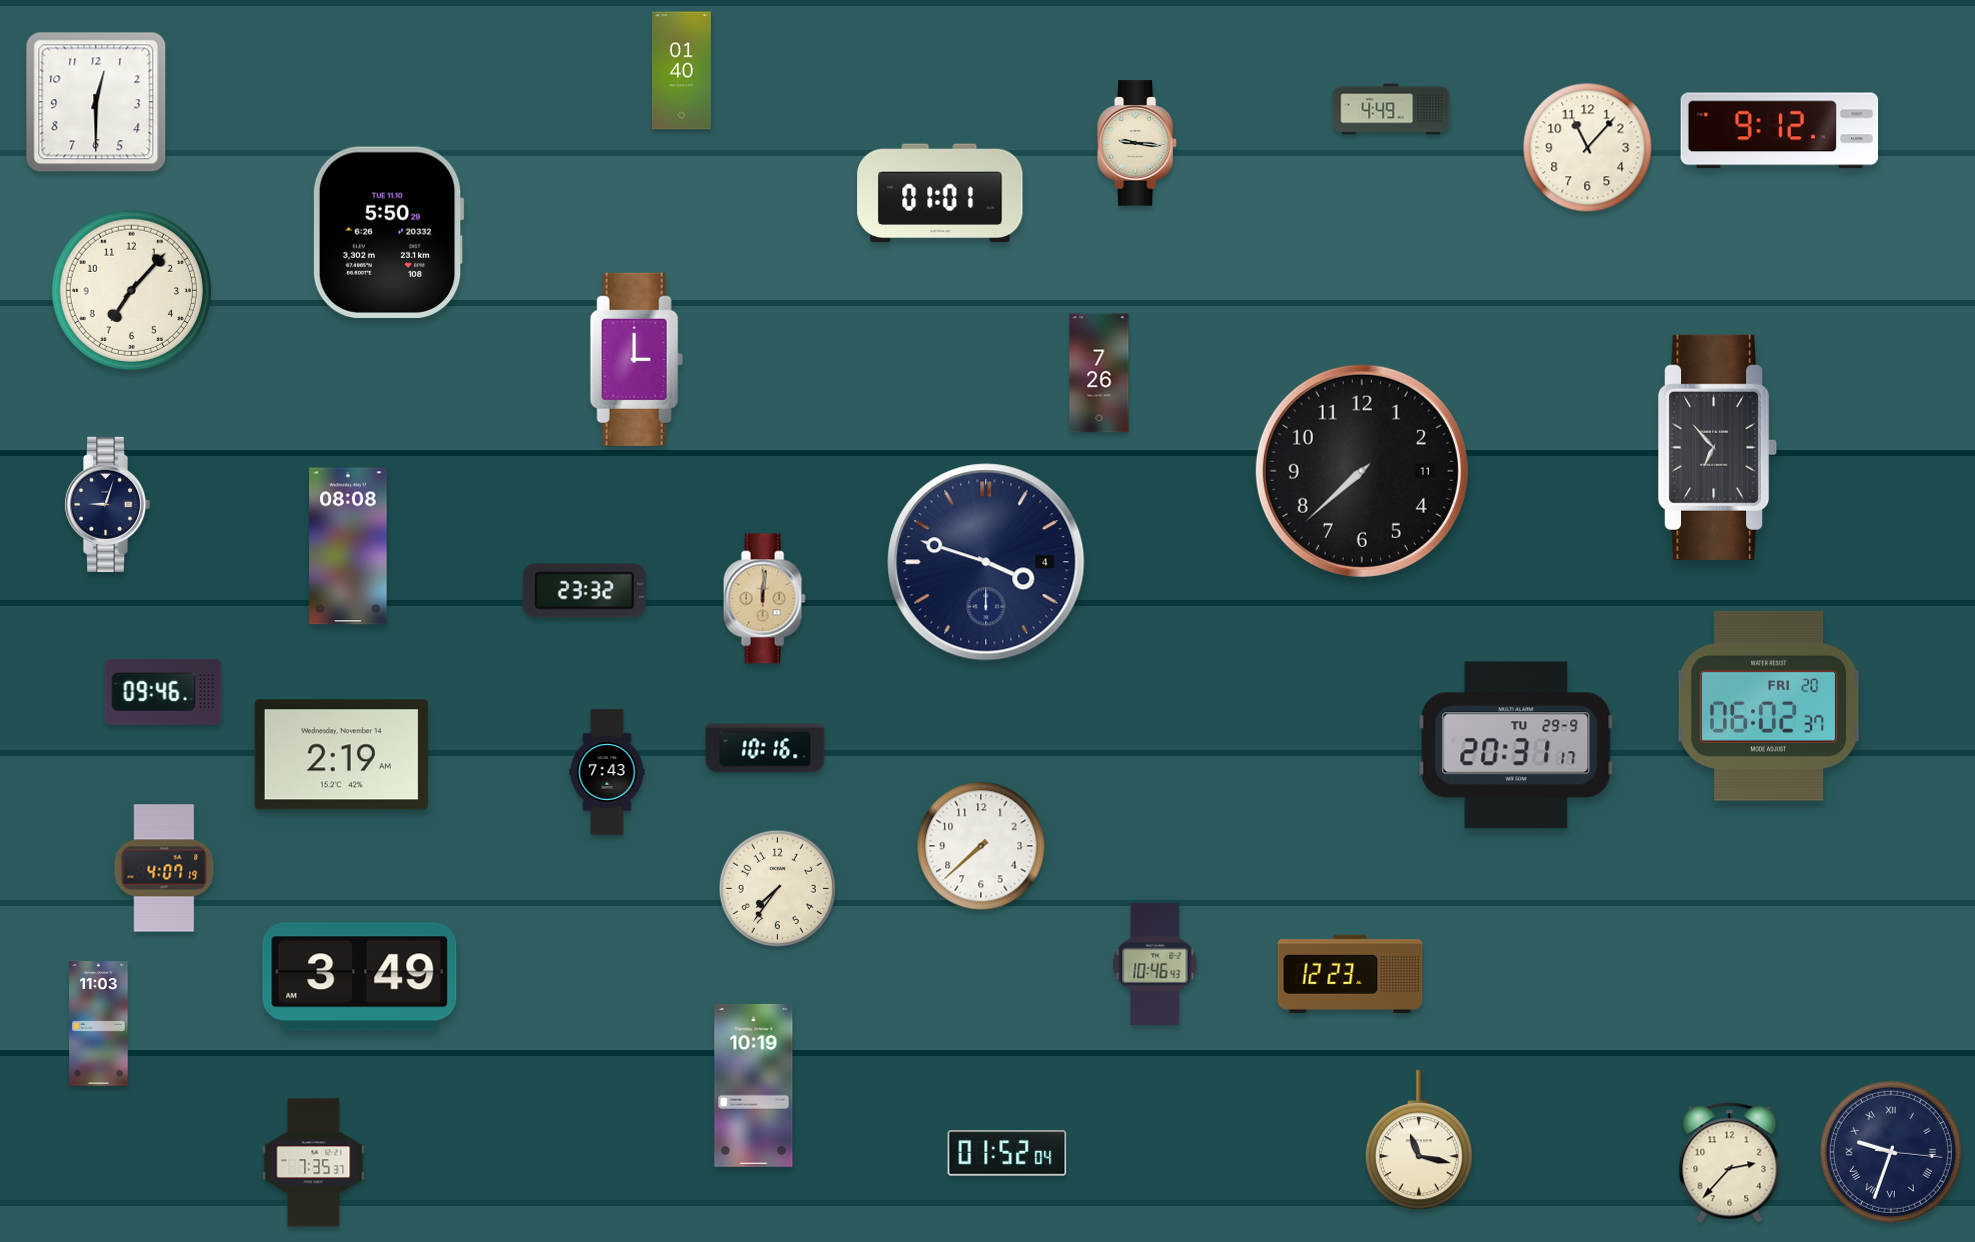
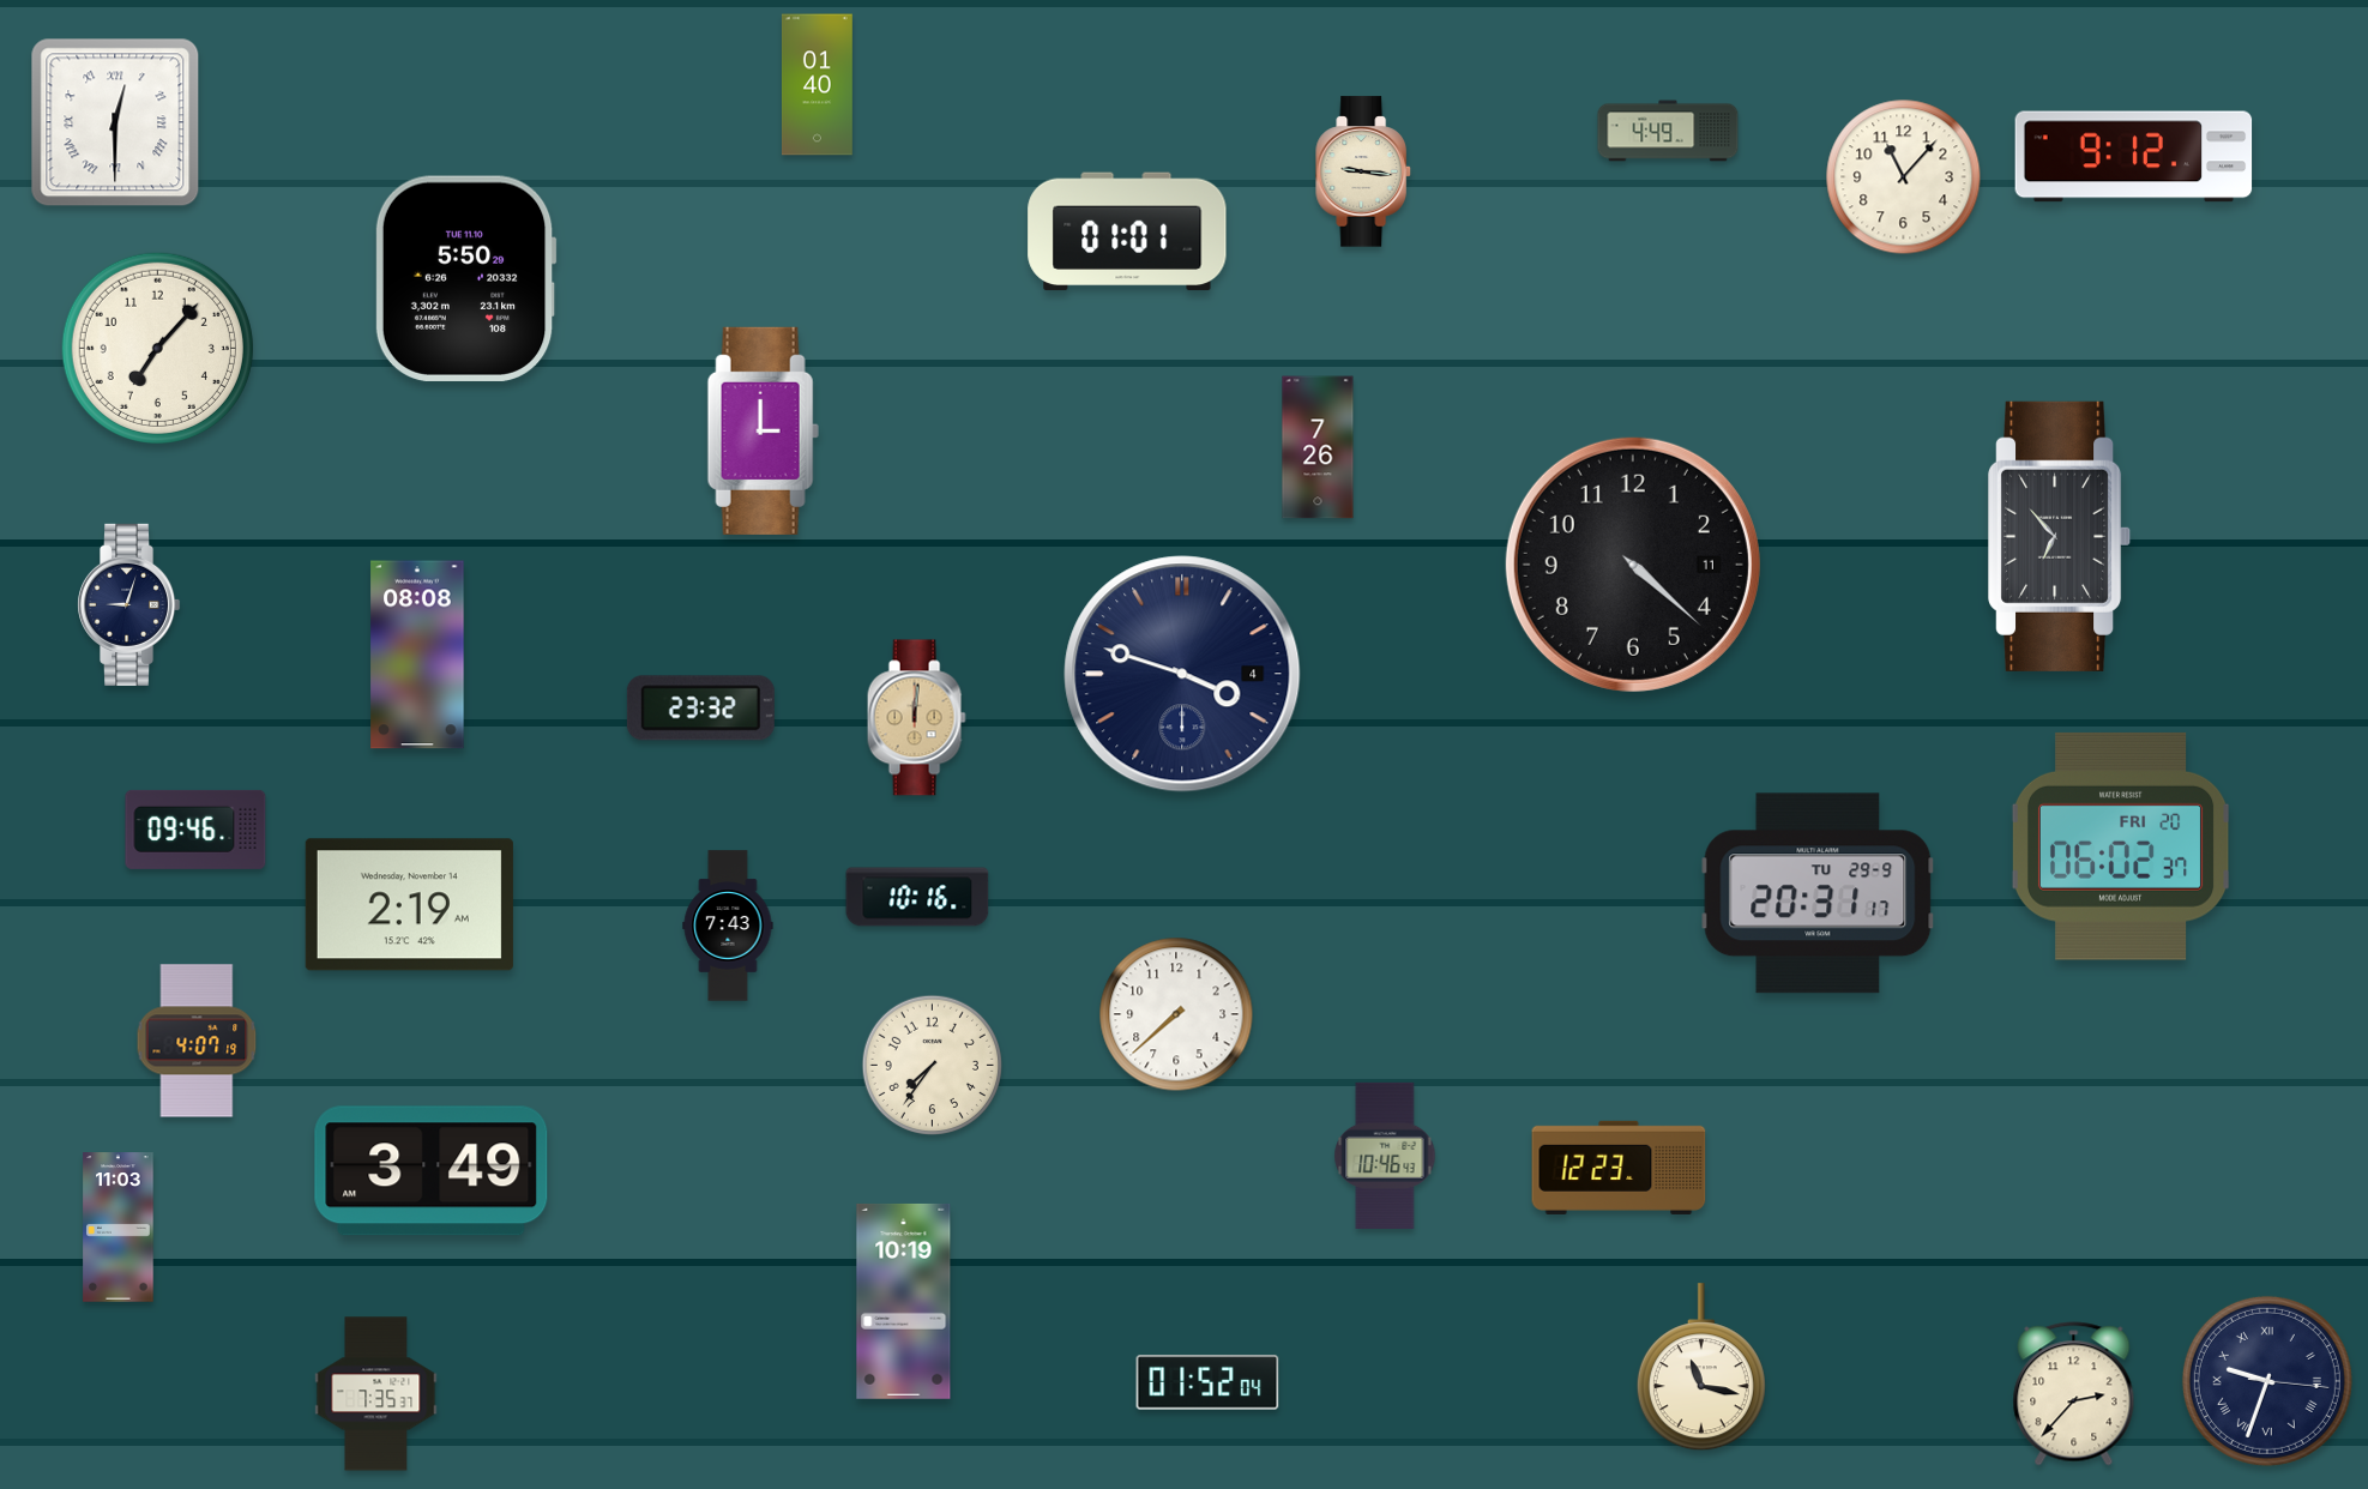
clock at (96, 102) numerals: Arabic -> Roman
clock at (1362, 471): 7:38 -> 4:22
